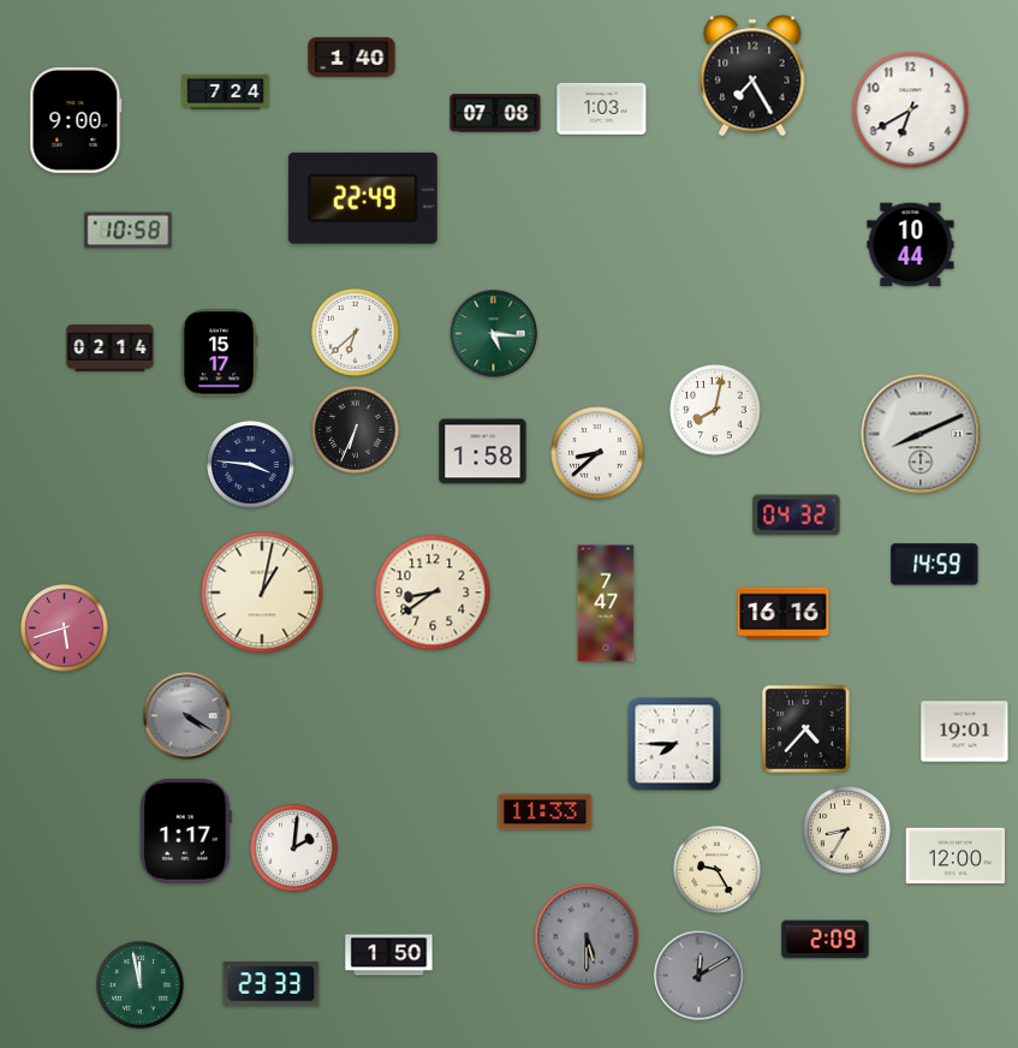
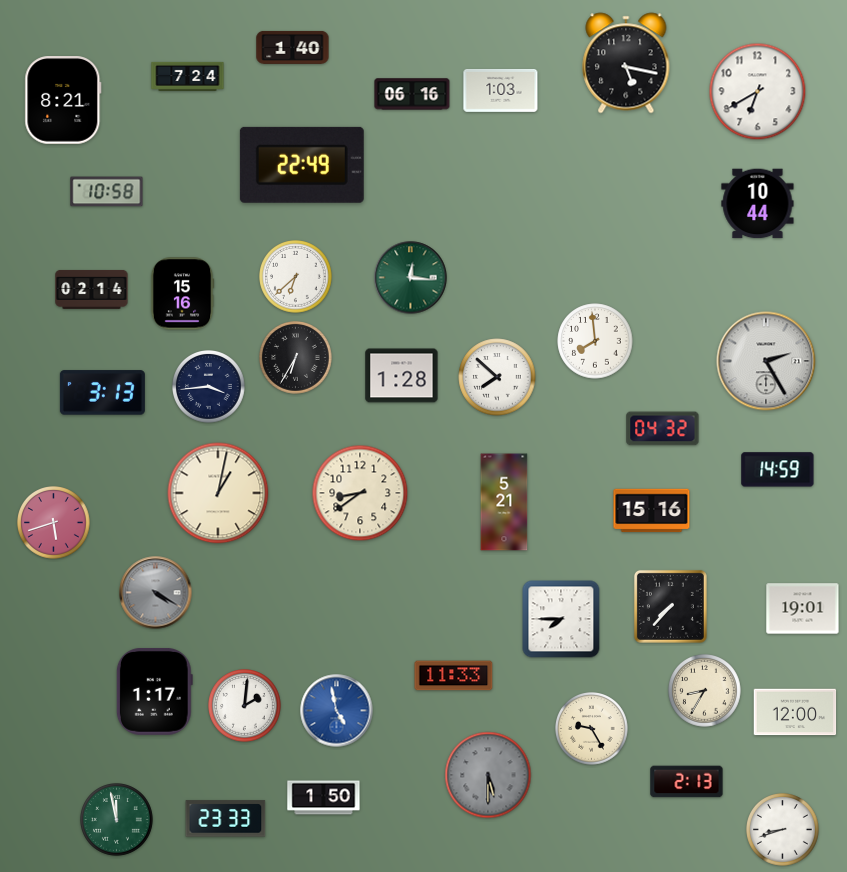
clock at (752, 76): 7:25 -> 5:17
clock at (495, 113): 07:08 -> 06:16
clock at (76, 120): 9:00 -> 8:21
clock at (494, 334): 5:16 -> 12:16
clock at (219, 353): 15:17 -> 15:16
clock at (715, 410): 8:02 -> 7:59
clock at (356, 430): 6:34 -> 6:35
clock at (921, 434): 8:11 -> 2:25
clock at (483, 452): 1:58 -> 1:28
clock at (597, 453): 8:38 -> 7:52
clock at (251, 465): 3:46 -> 3:44
clock at (102, 393): none -> 3:13
clock at (606, 603): 7:47 -> 5:21
clock at (784, 614): 16:16 -> 15:16
clock at (187, 716) position: (187, 716) -> (156, 593)
clock at (805, 728): 4:37 -> 7:37
clock at (337, 711): none -> 4:58
clock at (718, 870) position: (718, 870) -> (592, 729)
clock at (587, 936) position: (587, 936) -> (488, 775)
clock at (826, 940): 2:09 -> 2:13
clock at (389, 955) position: (389, 955) -> (324, 798)
clock at (699, 976): 12:10 -> none
clock at (783, 830): none -> 8:42
